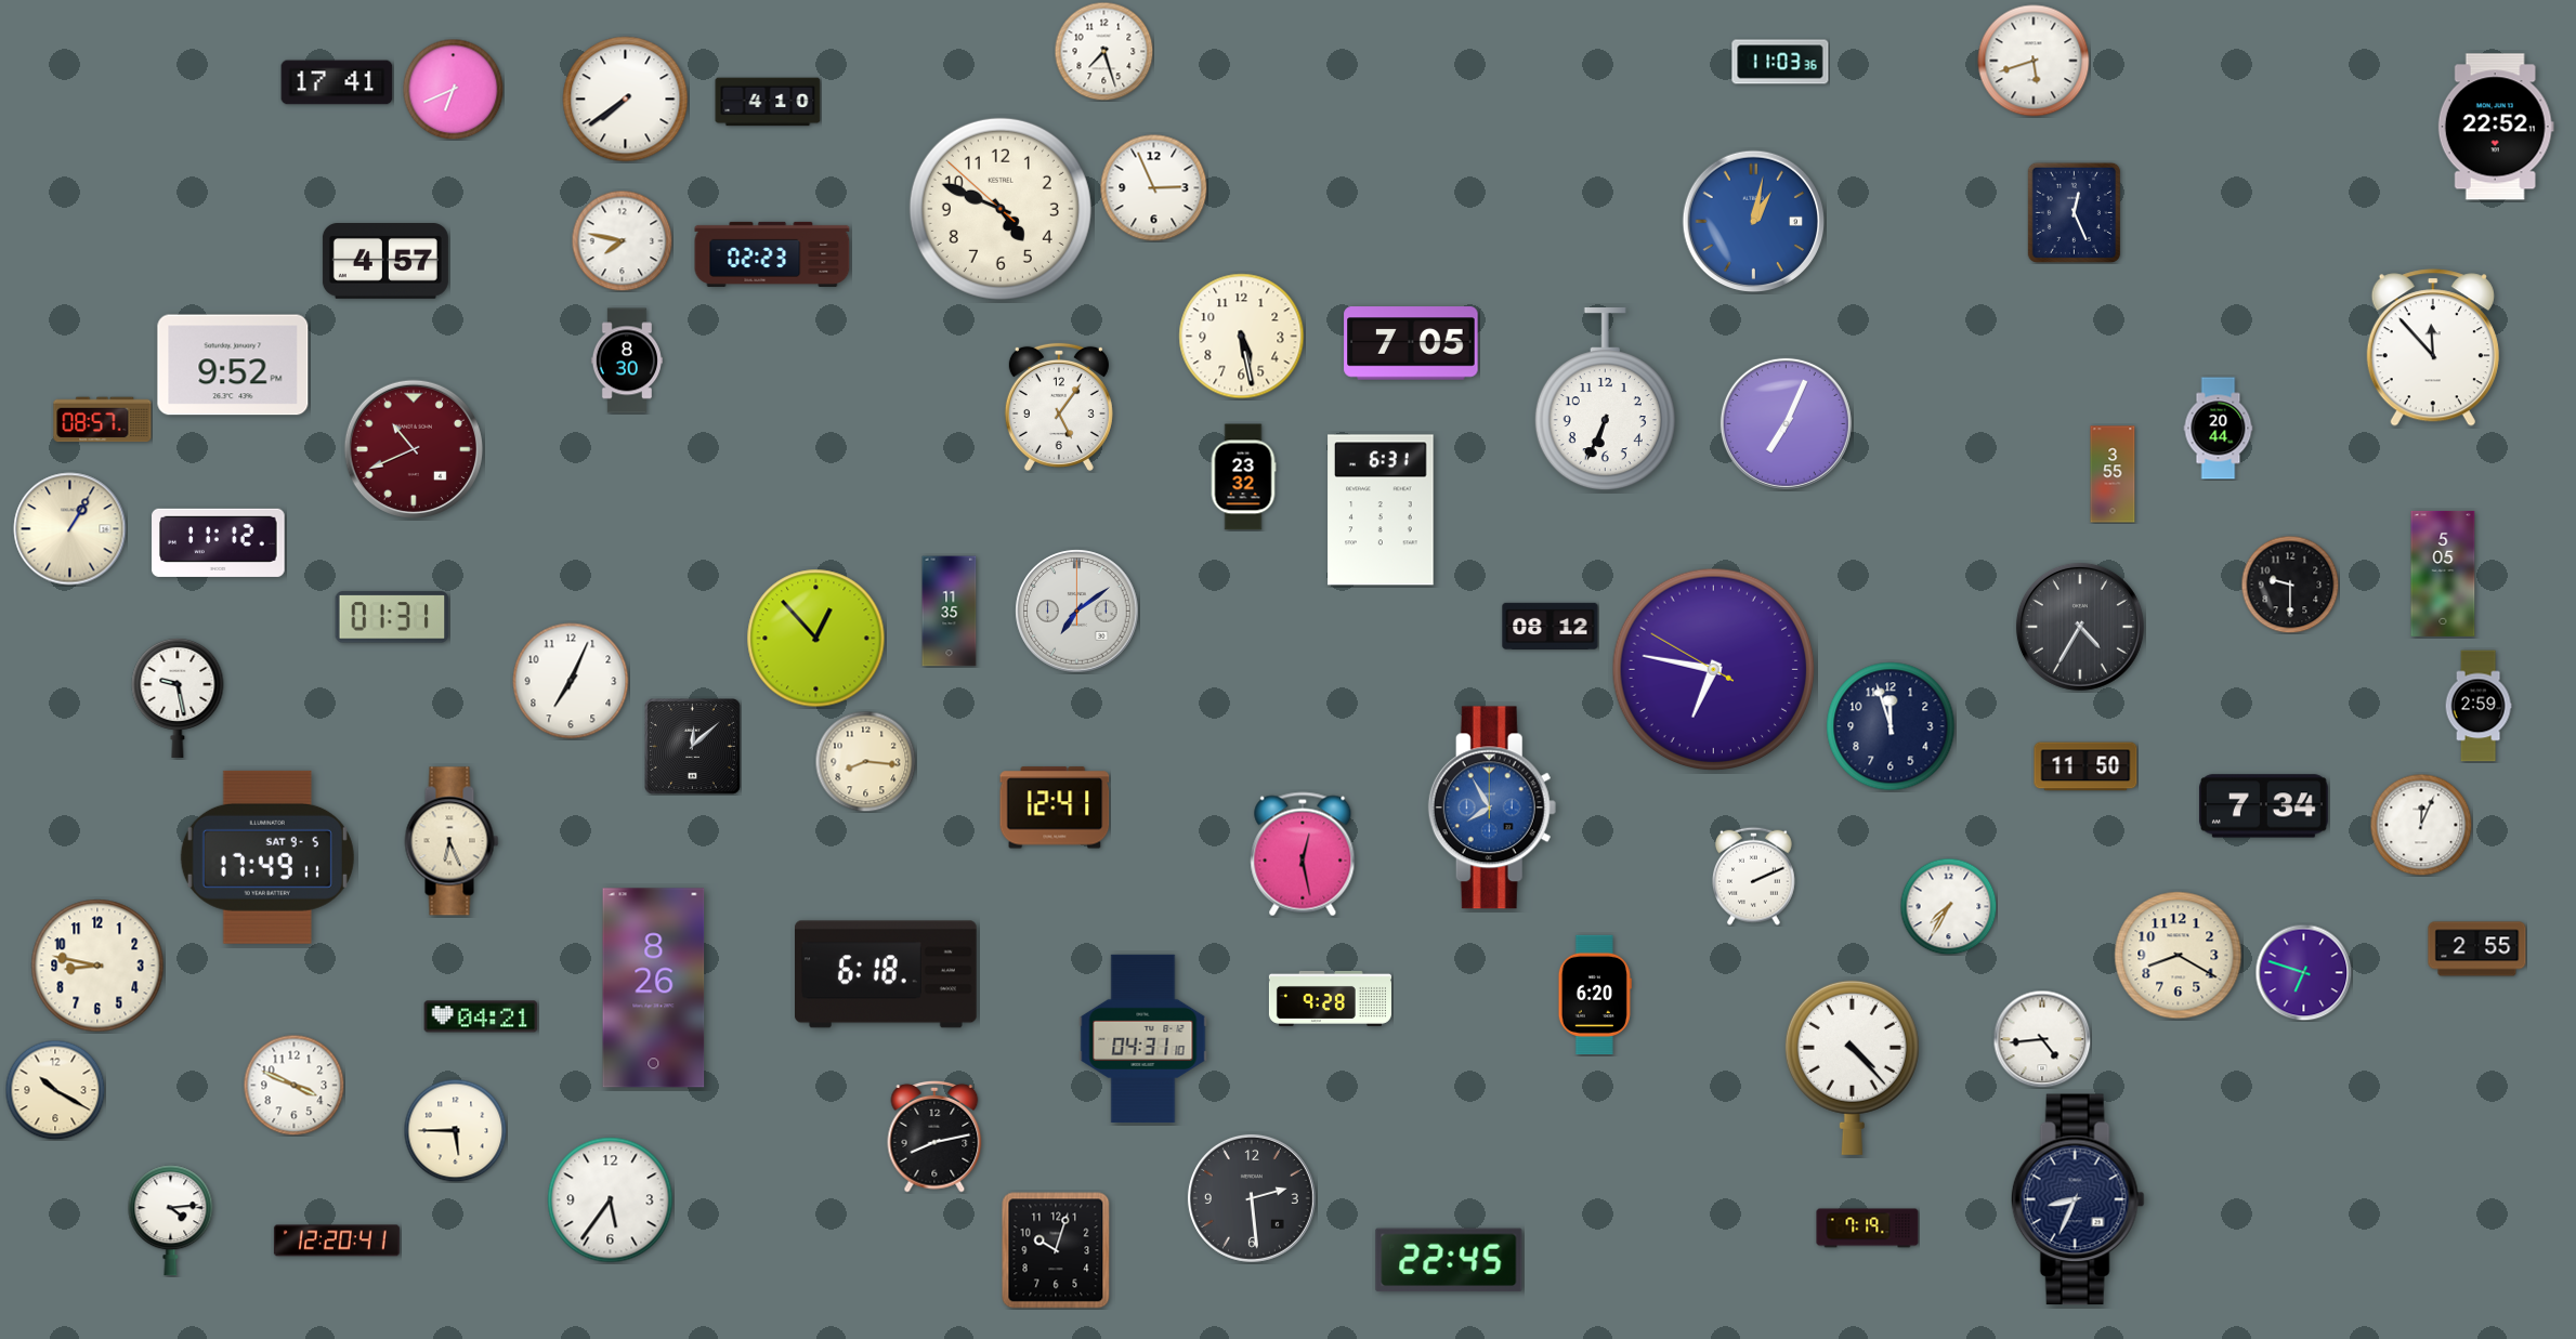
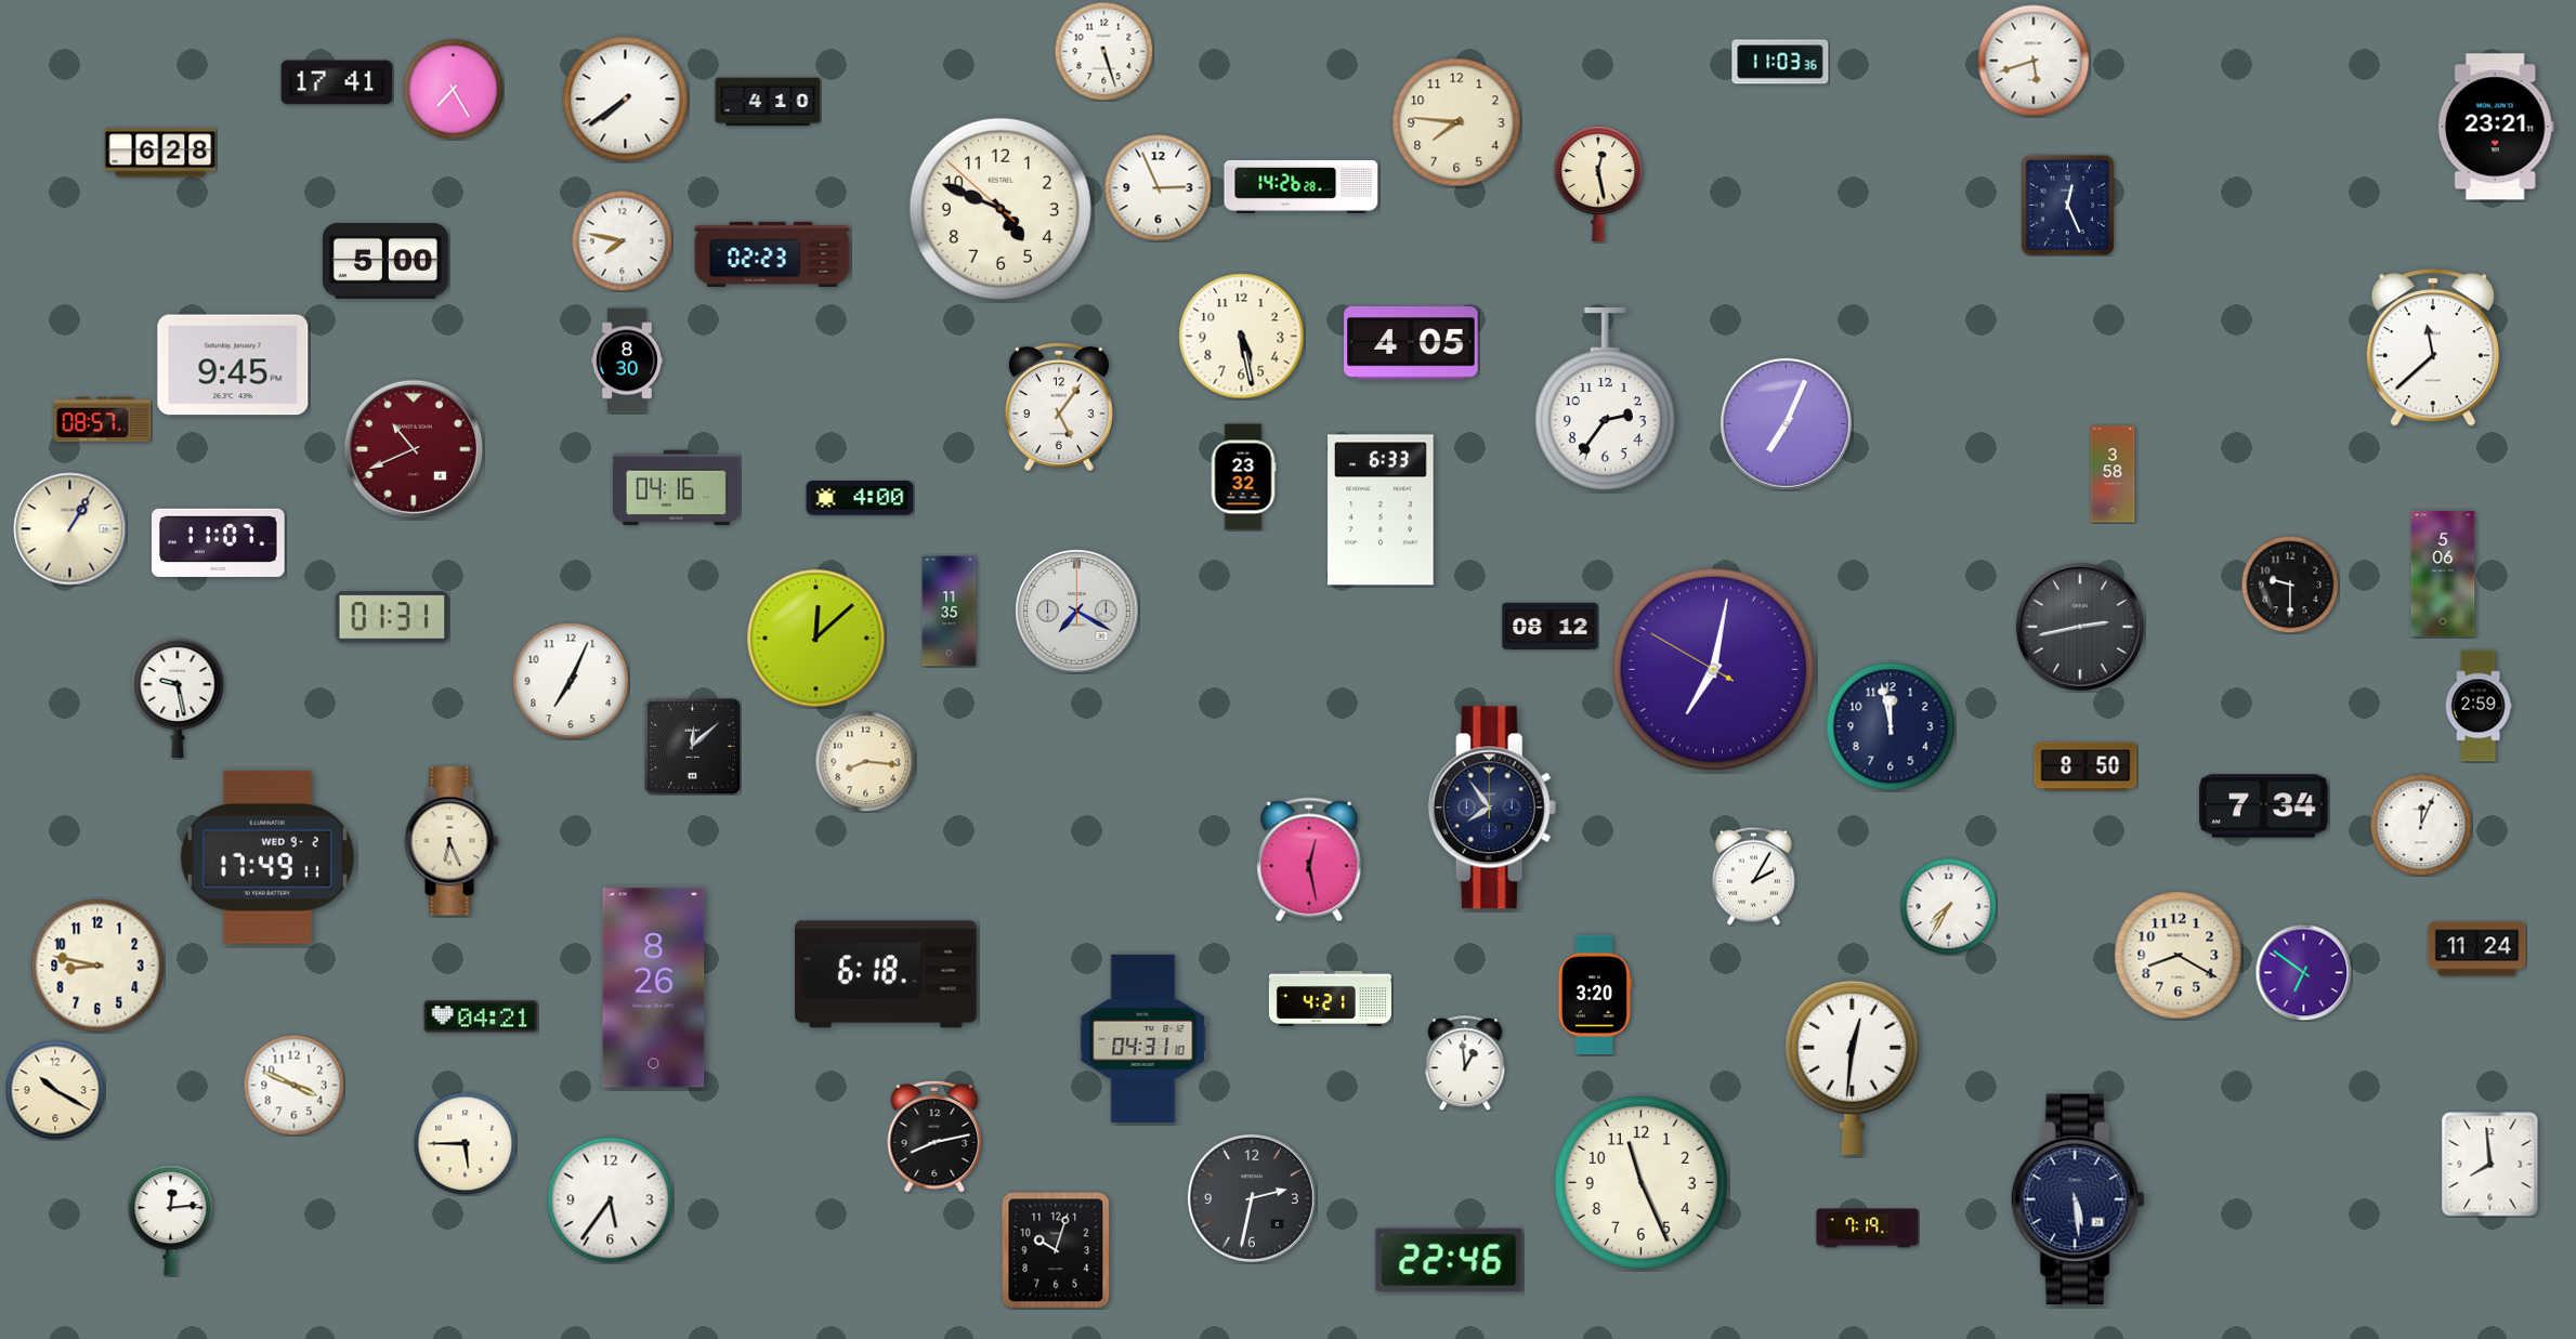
clock at (1103, 51): 7:27 -> 5:27
clock at (453, 89): 6:41 -> 7:25
clock at (1456, 122): none -> 7:46
clock at (2496, 127): 22:52 -> 23:21
clock at (160, 153): none -> 6:28
clock at (1598, 184): none -> 12:28
clock at (1302, 186): none -> 14:26
clock at (1154, 188) position: (1154, 188) -> (1159, 188)
clock at (2074, 212) position: (2074, 212) -> (2067, 205)
clock at (1754, 222): 1:02 -> none
clock at (385, 262): 4:57 -> 5:00
clock at (1411, 343): 7:05 -> 4:05
clock at (2433, 347): 11:53 -> 11:38
clock at (233, 365): 9:52 -> 9:45
clock at (1605, 401): 6:34 -> 2:36
clock at (2219, 429): 20:44 -> none
clock at (2113, 474): 3:55 -> 3:58
clock at (676, 488): none -> 04:16
clock at (860, 498): none -> 4:00
clock at (1381, 510): 6:31 -> 6:33
clock at (219, 542): 11:12 -> 11:07
clock at (2443, 574): 5:05 -> 5:06
clock at (1077, 612): 7:09 -> 7:20
clock at (2080, 627): 4:35 -> 2:43
clock at (816, 639): 12:53 -> 12:08
clock at (1714, 670): 6:46 -> 7:01
clock at (1891, 726): 11:57 -> 11:58
clock at (2085, 766): 11:50 -> 8:50
clock at (1055, 808): 12:41 -> none
clock at (1492, 808): 7:55 -> 7:54
clock at (1492, 808) dial: blue -> navy
clock at (1303, 854) position: (1303, 854) -> (1309, 859)
clock at (267, 857) date: SAT 9-5 -> WED 9-2
clock at (1754, 876): 2:11 -> 2:05
clock at (2477, 949): 2:55 -> 11:24
clock at (2303, 972): 6:48 -> 6:51
clock at (1595, 994): 6:20 -> 3:20
clock at (1330, 998): 9:28 -> 4:21
clock at (2042, 1039): 4:44 -> none
clock at (1465, 1063): none -> 12:59
clock at (1852, 1067): 4:23 -> 12:31
clock at (455, 1130) position: (455, 1130) -> (465, 1143)
clock at (2490, 1165): none -> 7:59
clock at (1640, 1182): none -> 11:26
clock at (1252, 1198): 2:29 -> 2:32
clock at (2078, 1199): 8:34 -> 5:29
clock at (171, 1221): 4:14 -> 12:14
clock at (337, 1240): 12:20 -> none
clock at (1449, 1260): 22:45 -> 22:46
